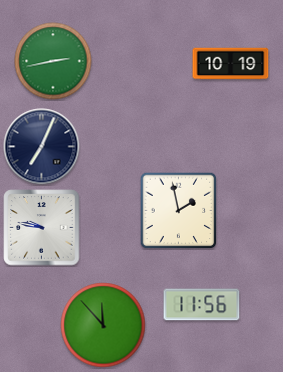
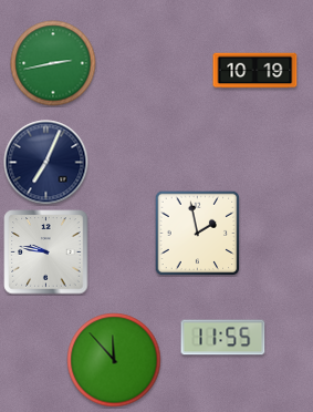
clock at (53, 61) position: (53, 61) -> (53, 63)
clock at (202, 305): 11:56 -> 11:55
